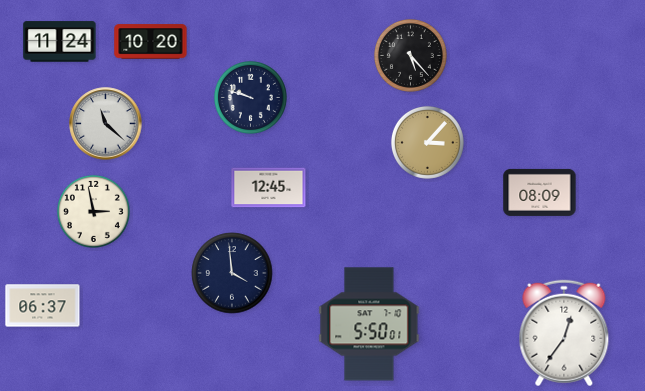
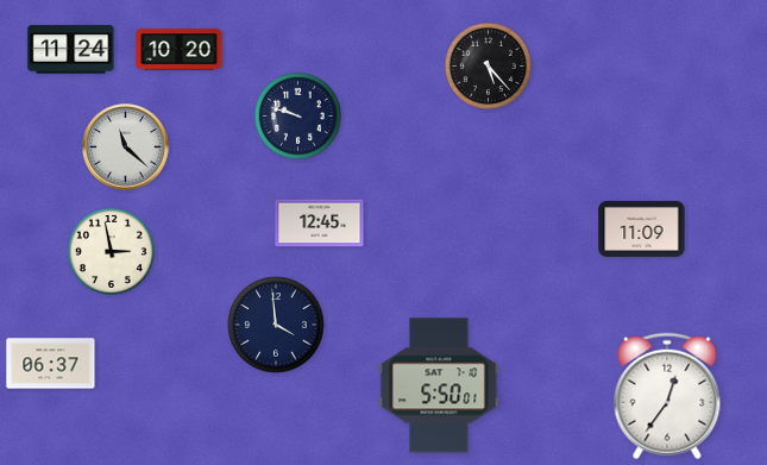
clock at (427, 142): 3:07 -> none
clock at (540, 192): 08:09 -> 11:09
clock at (564, 333) position: (564, 333) -> (667, 396)
